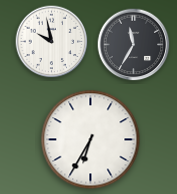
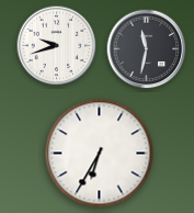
clock at (52, 42): 9:58 -> 9:42
clock at (134, 45): 11:35 -> 11:32
